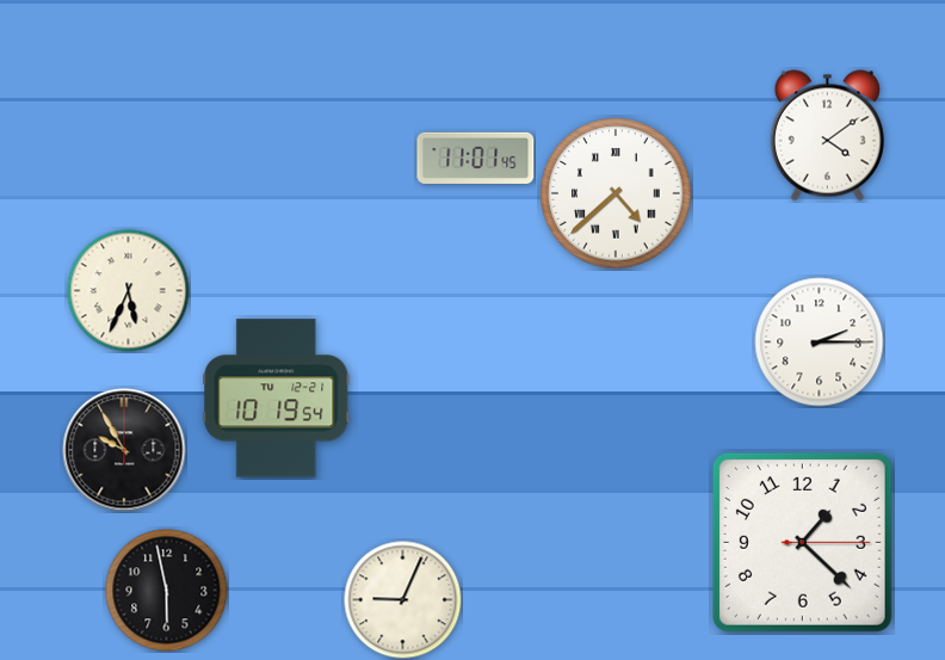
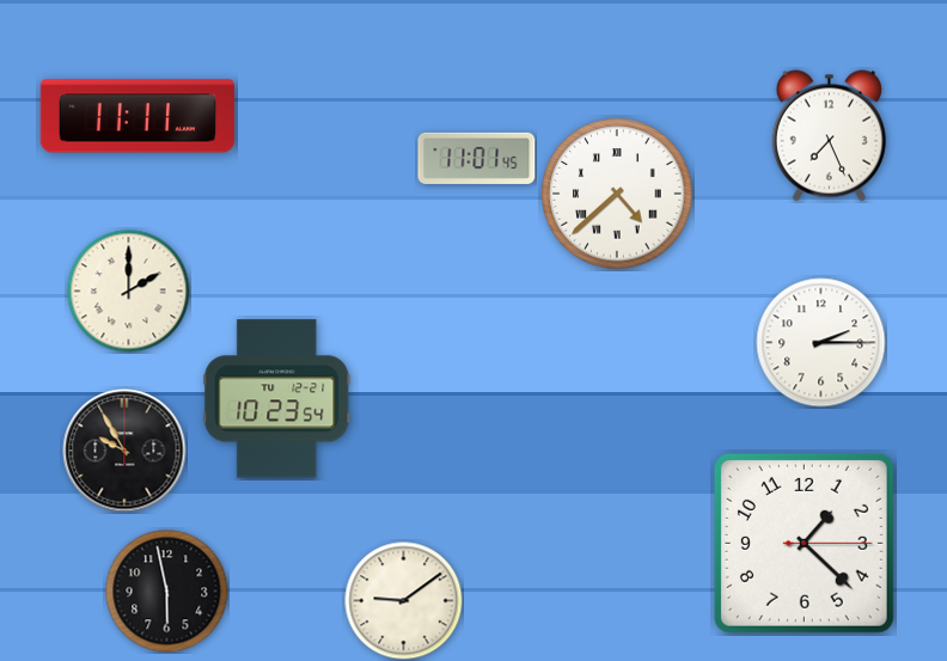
clock at (138, 116): none -> 11:11
clock at (827, 136): 4:09 -> 7:26
clock at (129, 291): 5:34 -> 2:00
clock at (277, 399): 10:19 -> 10:23
clock at (403, 600): 9:04 -> 9:09
